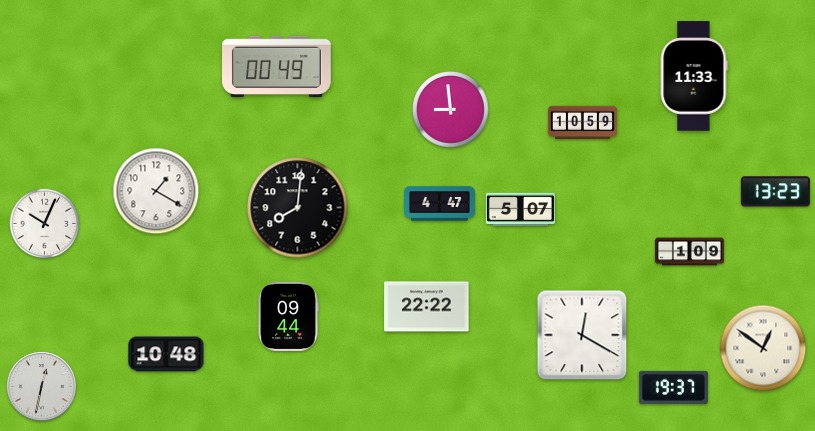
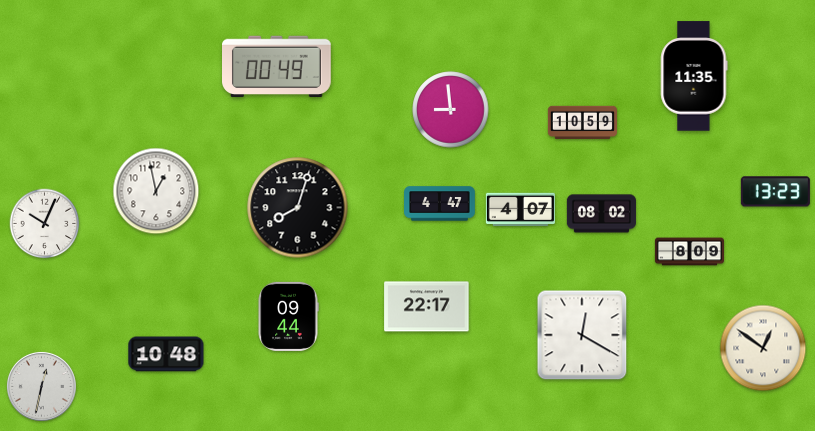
clock at (694, 76): 11:33 -> 11:35
clock at (156, 191): 1:20 -> 12:58
clock at (298, 208): 8:01 -> 8:03
clock at (520, 209): 5:07 -> 4:07
clock at (601, 214): none -> 08:02
clock at (689, 252): 1:09 -> 8:09
clock at (427, 307): 22:22 -> 22:17
clock at (673, 387): 19:37 -> none
